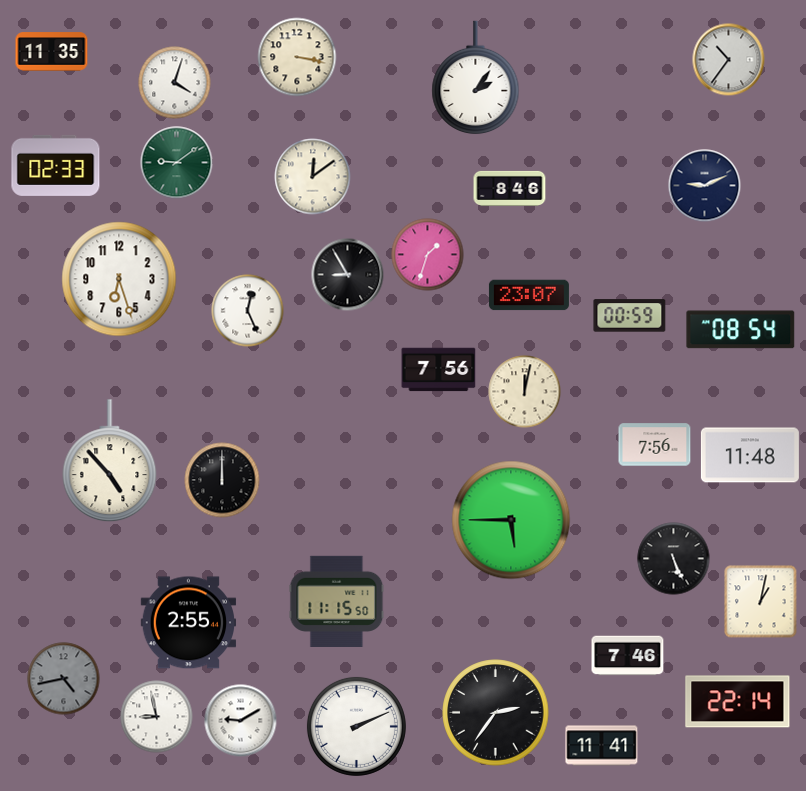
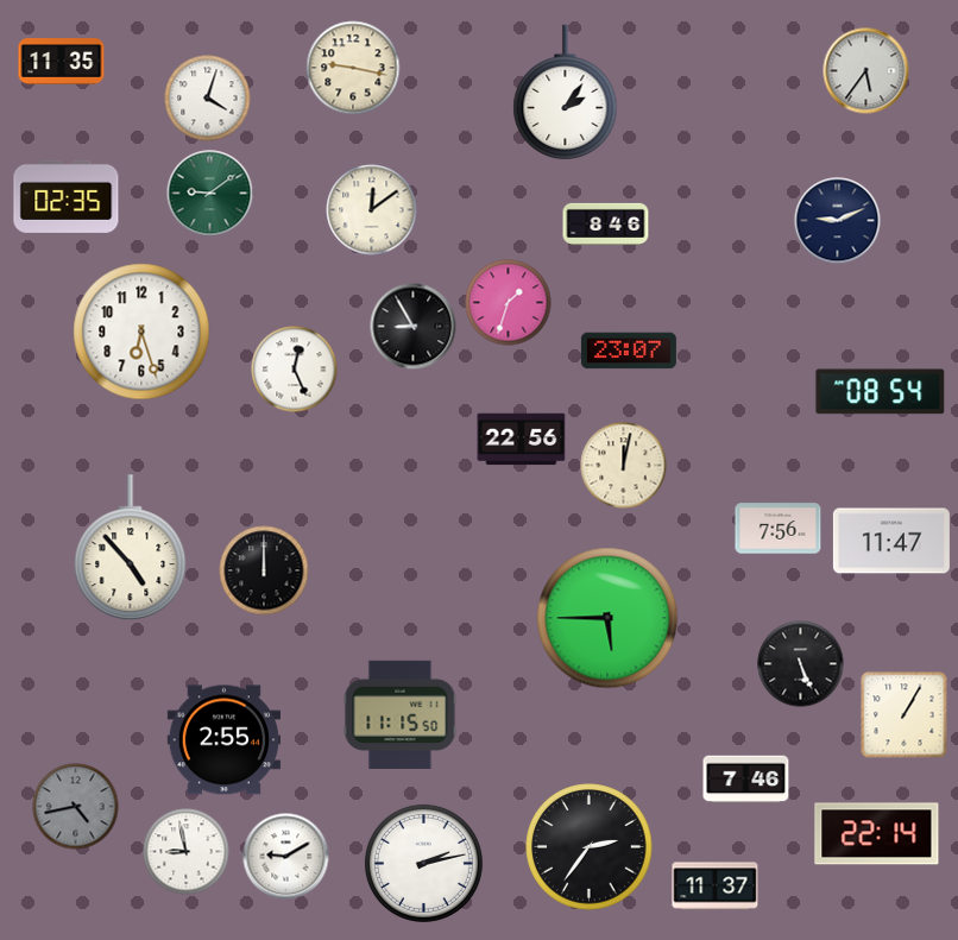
clock at (297, 57): 3:17 -> 9:17
clock at (729, 60): 10:36 -> 5:36
clock at (56, 165): 02:33 -> 02:35
clock at (630, 316): 00:59 -> none
clock at (439, 370): 7:56 -> 22:56
clock at (750, 455): 11:48 -> 11:47
clock at (761, 602): 1:02 -> 1:05
clock at (356, 726): 2:11 -> 2:13
clock at (602, 746): 11:41 -> 11:37
